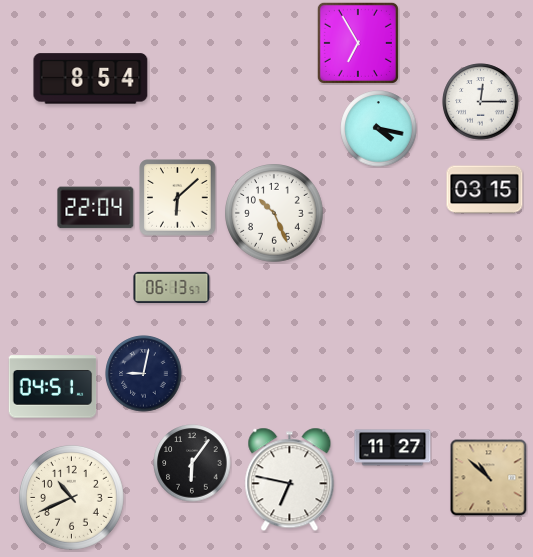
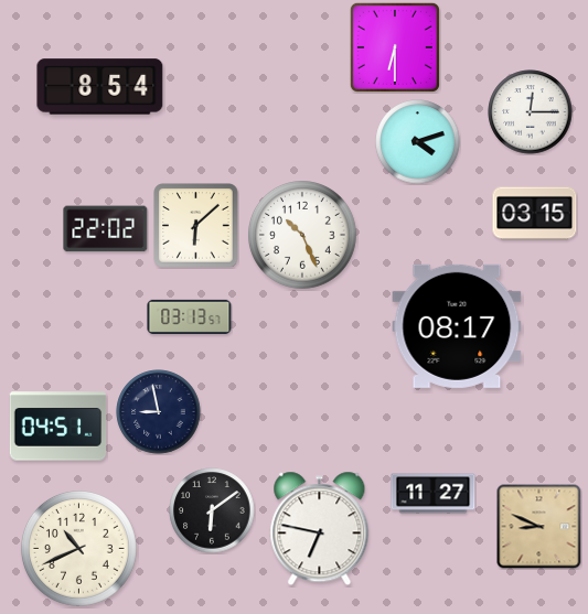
clock at (358, 43): 6:55 -> 6:30
clock at (379, 129): 4:17 -> 4:12
clock at (485, 190) position: (485, 190) -> (535, 214)
clock at (178, 198) position: (178, 198) -> (196, 226)
clock at (96, 208): 22:04 -> 22:02
clock at (172, 287): 06:13 -> 03:13
clock at (457, 326): none -> 08:17
clock at (144, 374): 9:02 -> 8:58
clock at (192, 463): 6:06 -> 6:09
clock at (489, 478): 10:52 -> 8:49
